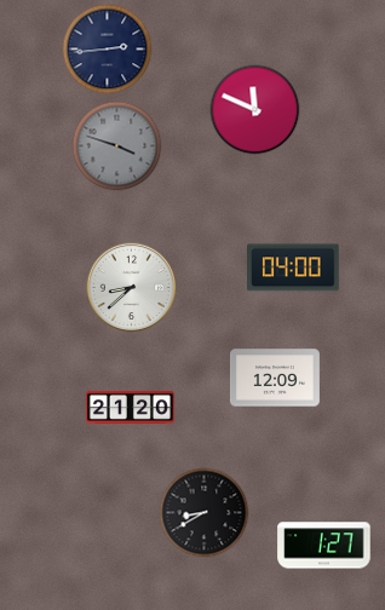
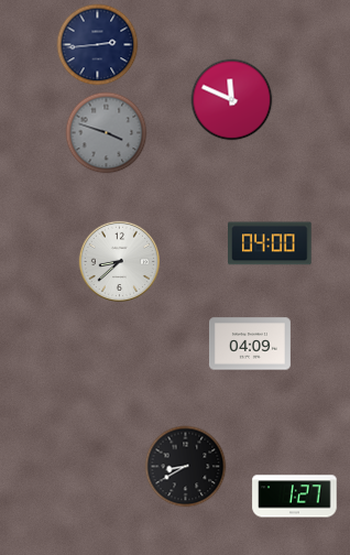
clock at (294, 267) position: (294, 267) -> (271, 243)
clock at (275, 378): 12:09 -> 04:09
clock at (130, 407): 21:20 -> none
